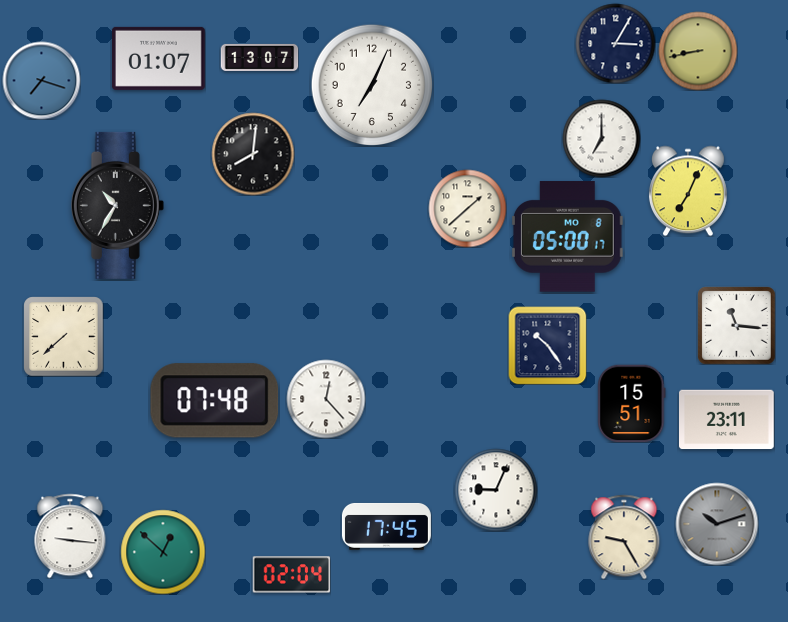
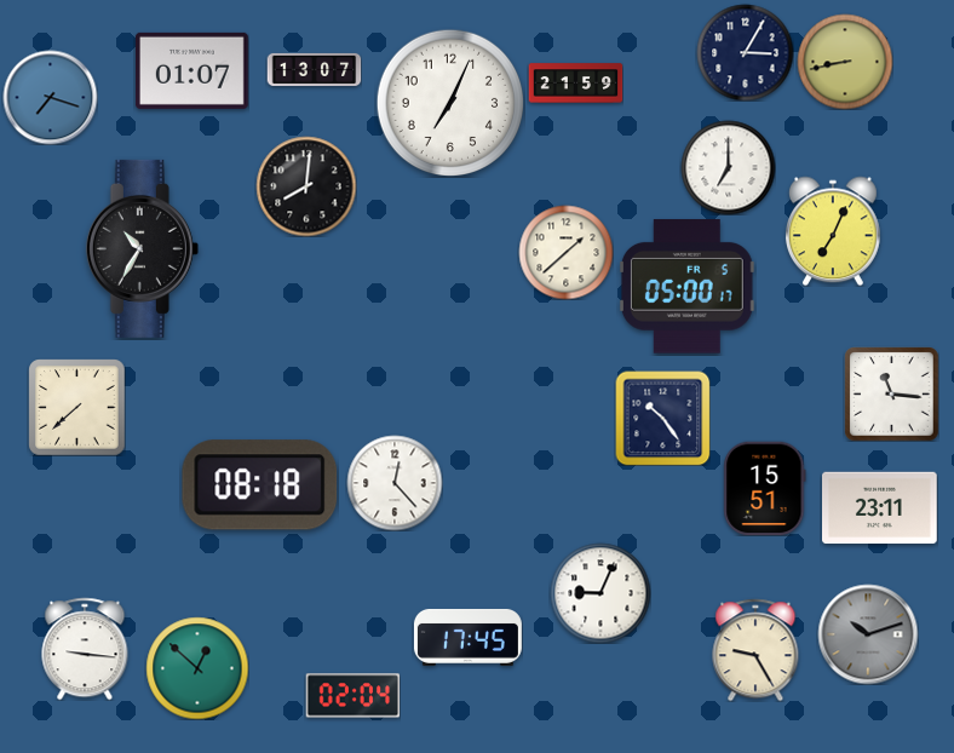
clock at (575, 84): none -> 21:59
clock at (567, 237) date: MO 8 -> FR 5
clock at (215, 401): 07:48 -> 08:18
